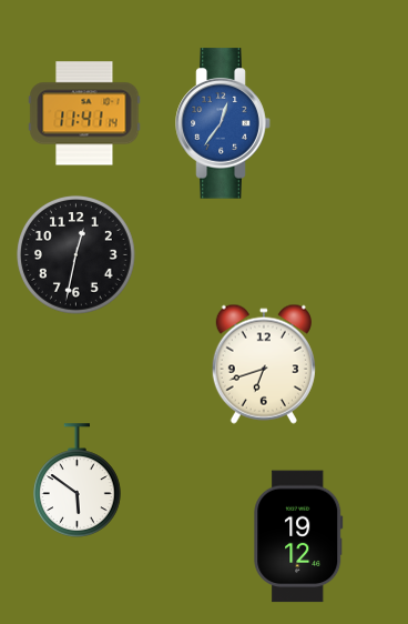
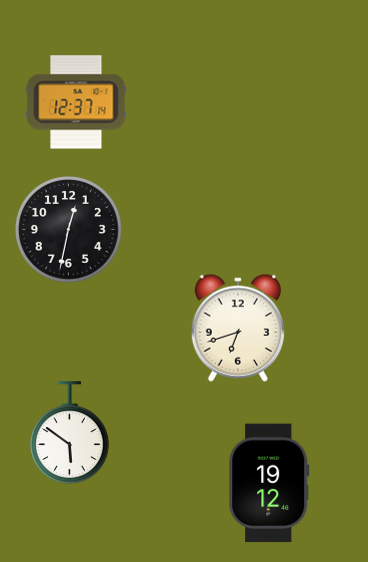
clock at (84, 113): 11:41 -> 12:37
clock at (223, 123): 12:36 -> none
